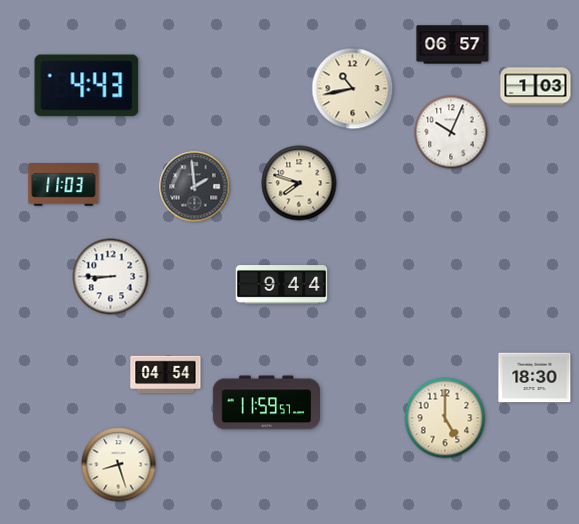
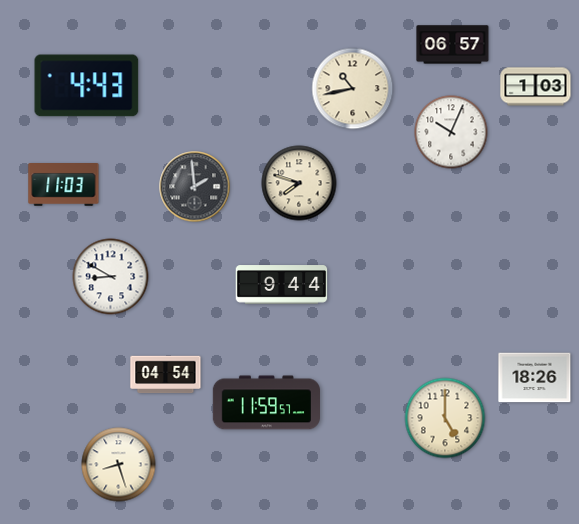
clock at (111, 277): 8:45 -> 8:50
clock at (535, 378): 18:30 -> 18:26
